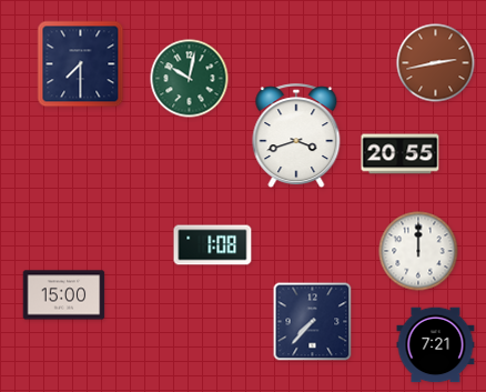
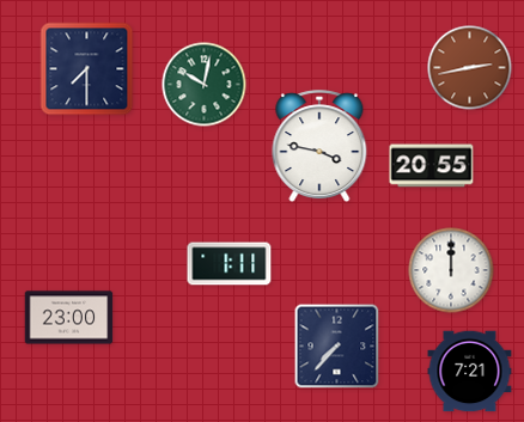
clock at (296, 137): 3:42 -> 3:47
clock at (213, 245): 1:08 -> 1:11
clock at (64, 295): 15:00 -> 23:00
